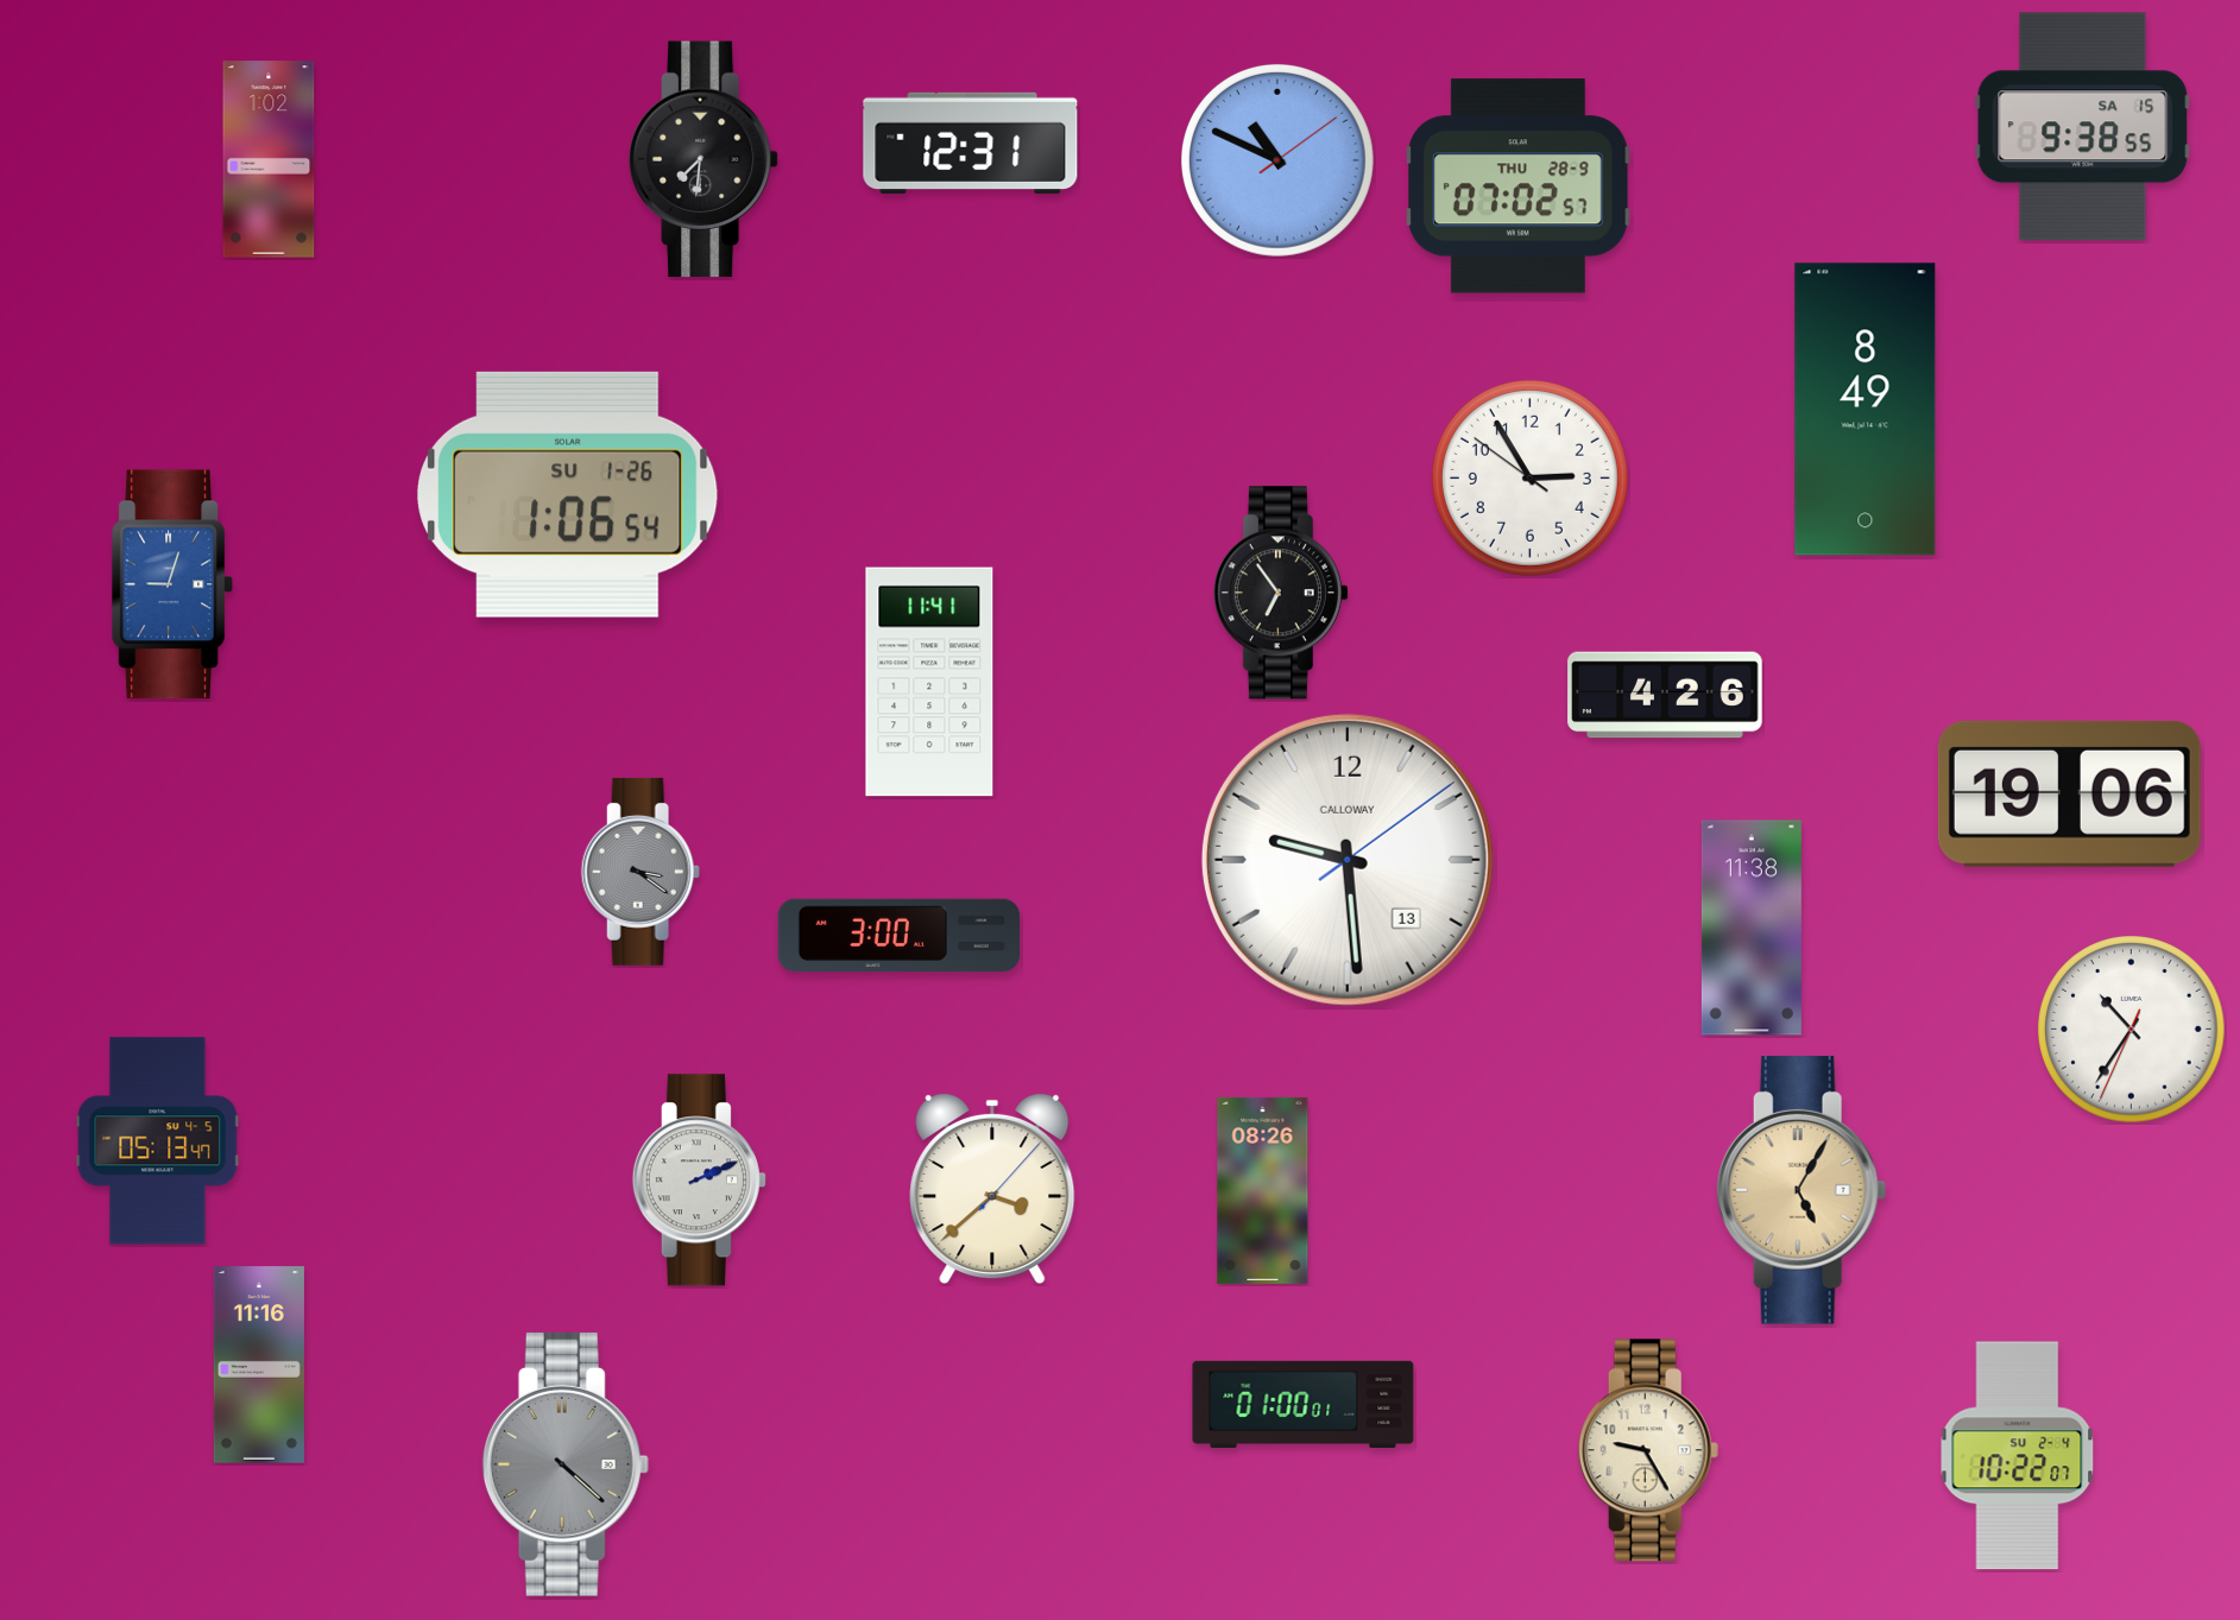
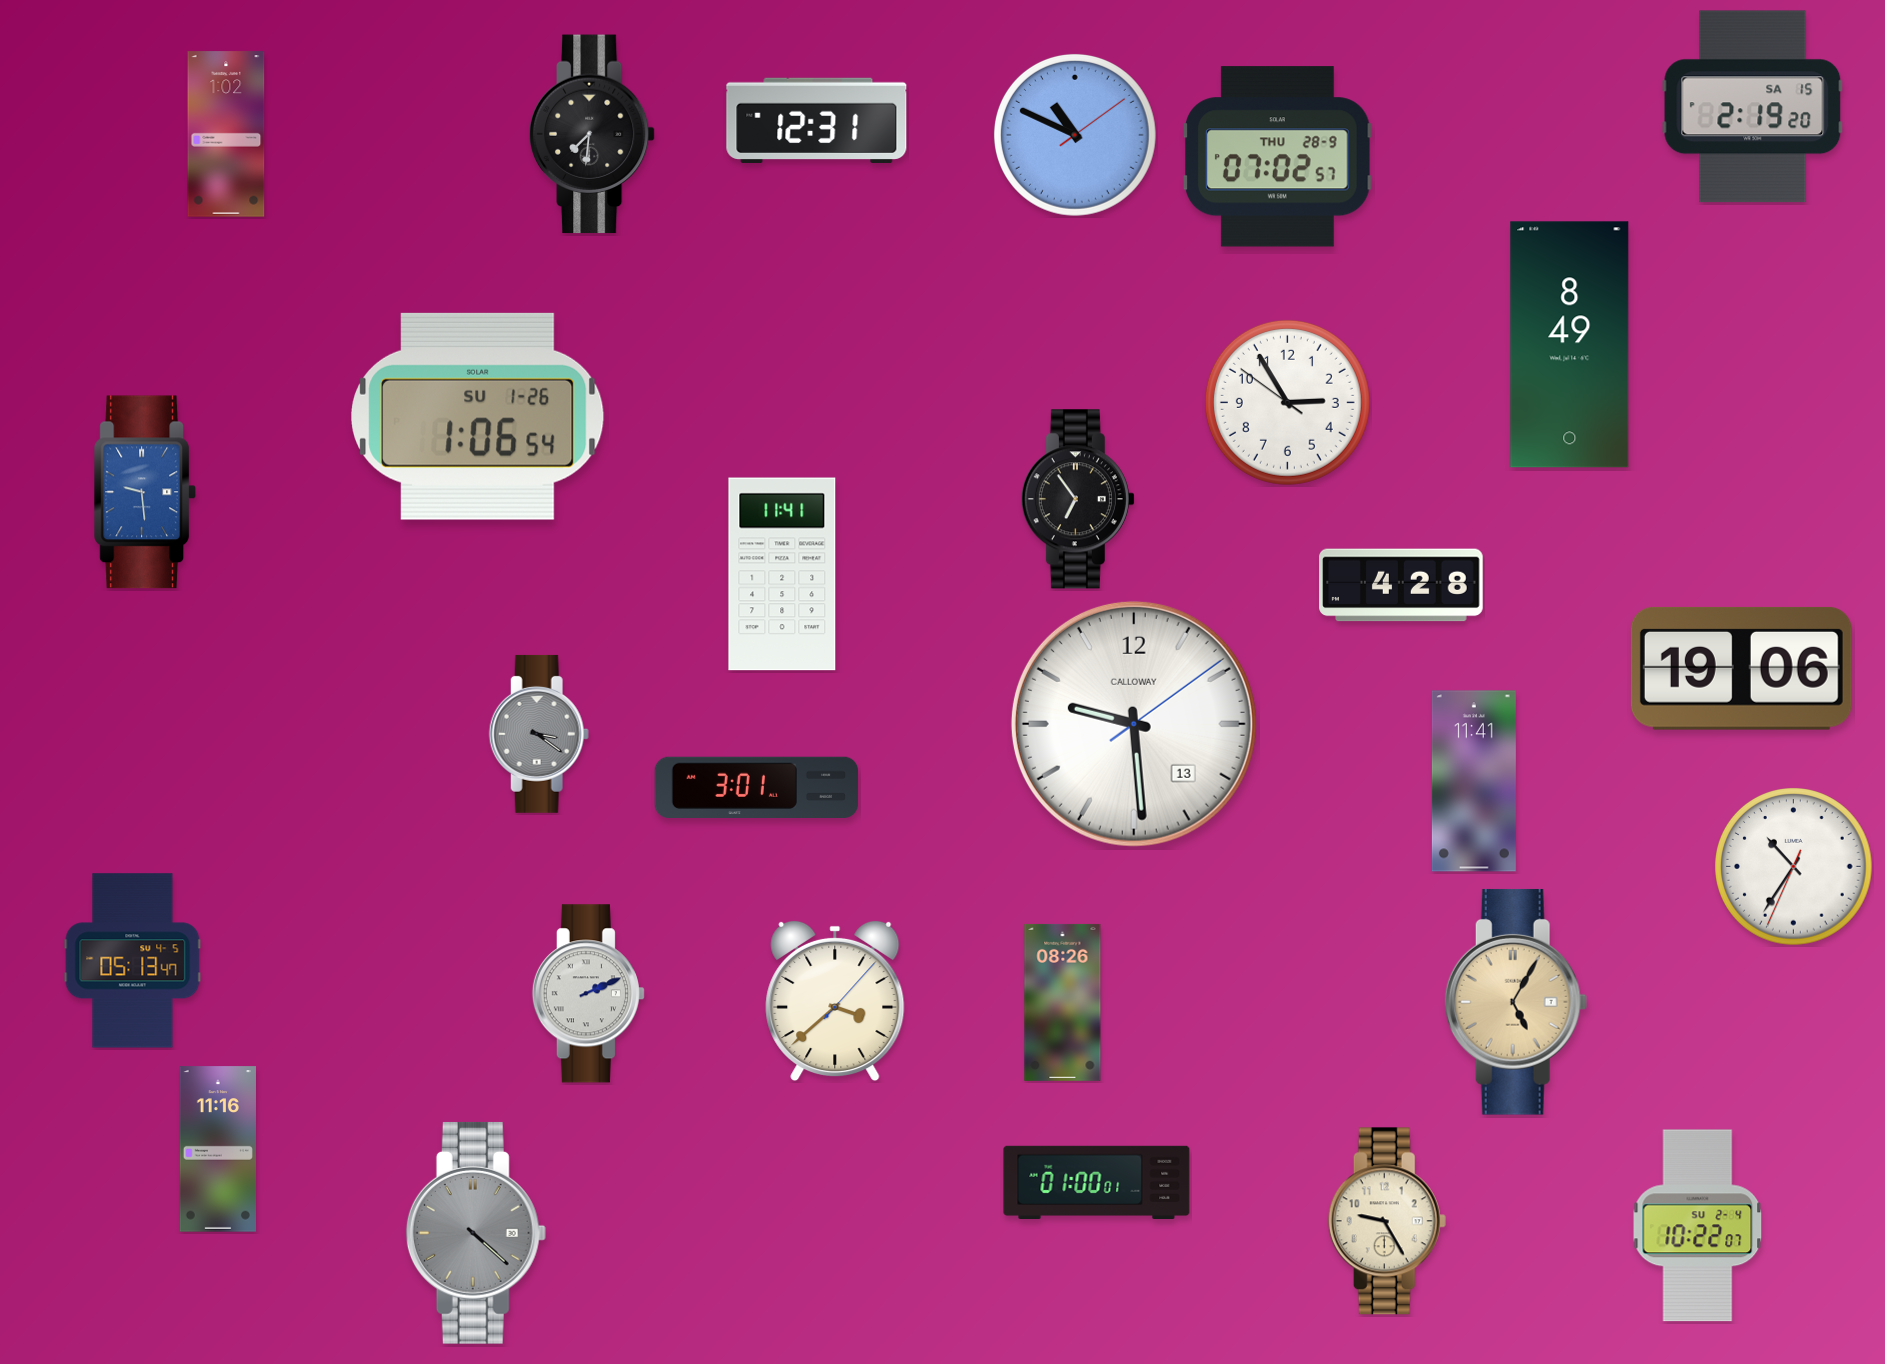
clock at (2083, 127): 9:38 -> 2:19
clock at (173, 584): 9:03 -> 9:29
clock at (1665, 695): 4:26 -> 4:28
clock at (1752, 928): 11:38 -> 11:41
clock at (900, 936): 3:00 -> 3:01
